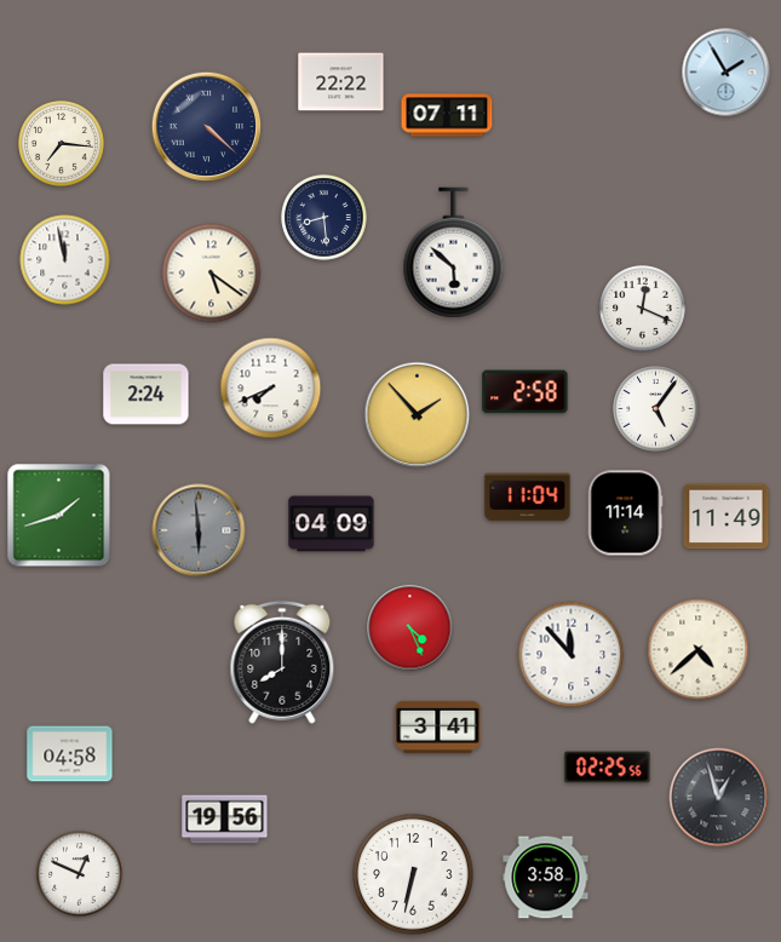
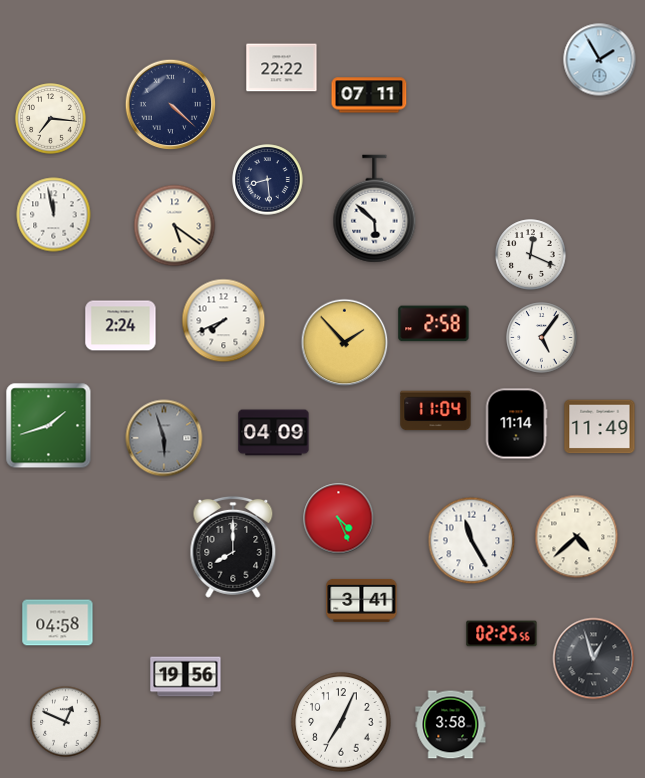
clock at (199, 530): 5:59 -> 5:57
clock at (572, 655): 11:53 -> 11:25
clock at (413, 874): 6:32 -> 7:04
